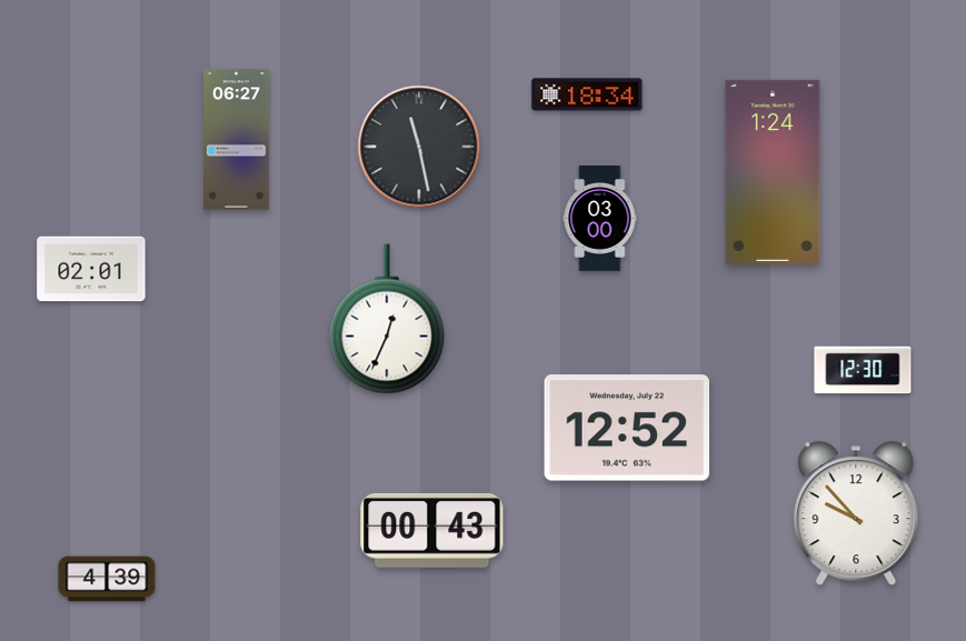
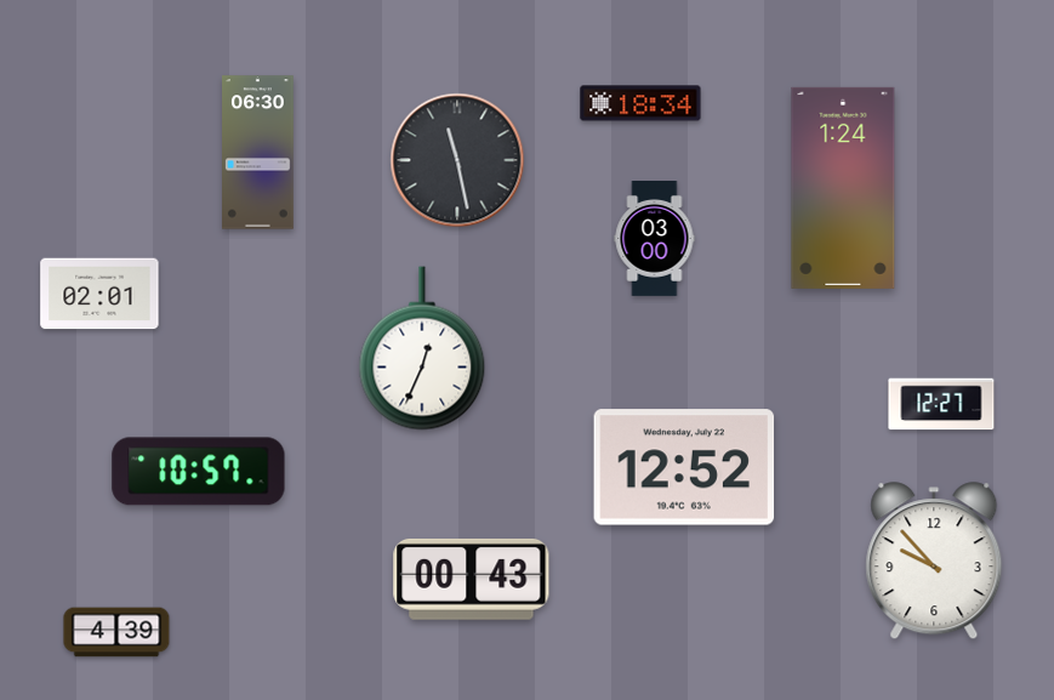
clock at (237, 140): 06:27 -> 06:30
clock at (863, 370): 12:30 -> 12:27
clock at (199, 472): none -> 10:57
